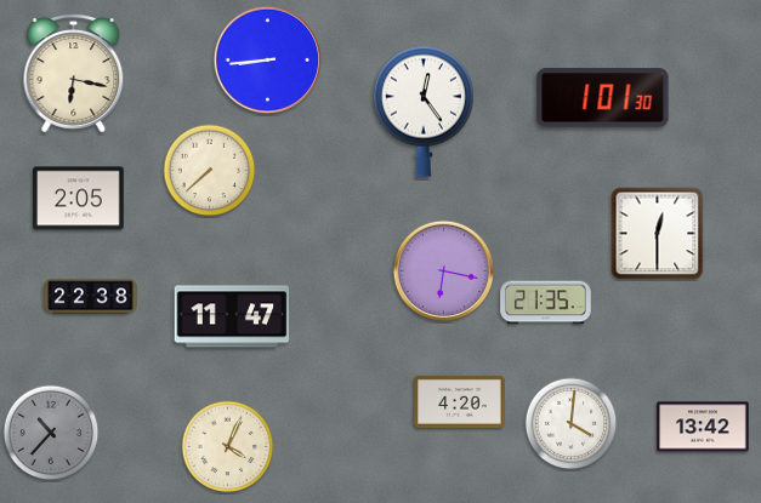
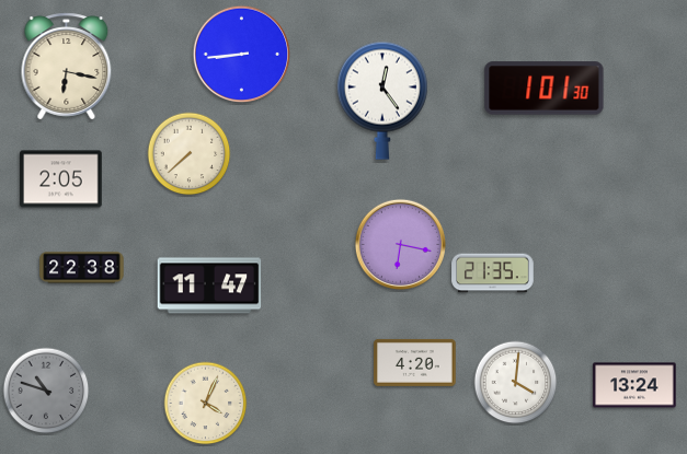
clock at (79, 199) position: (79, 199) -> (61, 179)
clock at (658, 234): 12:30 -> none
clock at (703, 427): 13:42 -> 13:24
clock at (51, 433): 10:37 -> 10:48
